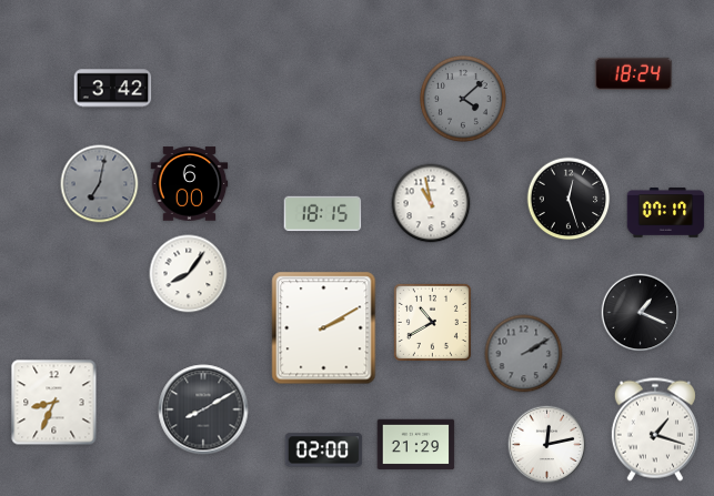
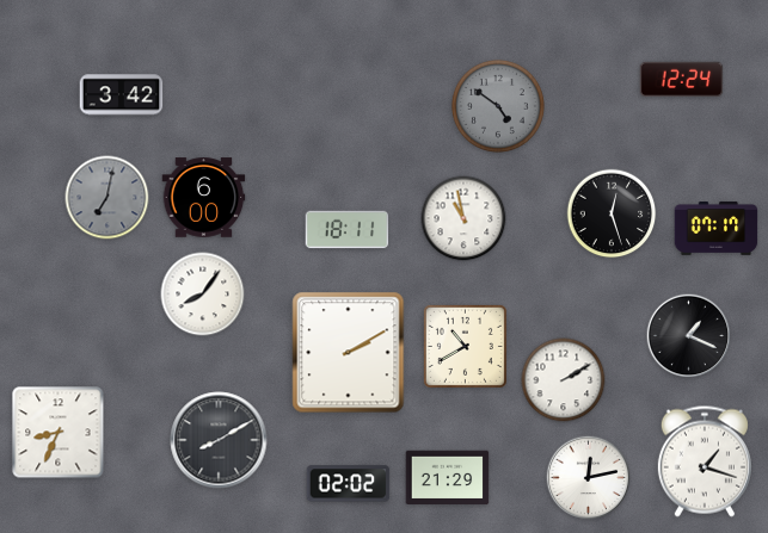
clock at (634, 73): 18:24 -> 12:24
clock at (463, 99): 4:08 -> 4:51
clock at (323, 214): 18:15 -> 18:11
clock at (524, 354) dial: grey -> white
clock at (324, 451): 02:00 -> 02:02
